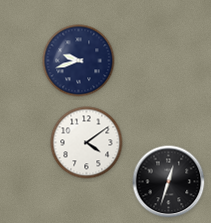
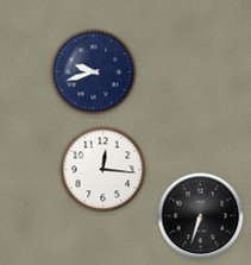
clock at (87, 143): 4:09 -> 12:16
clock at (169, 182): 12:33 -> 6:33
